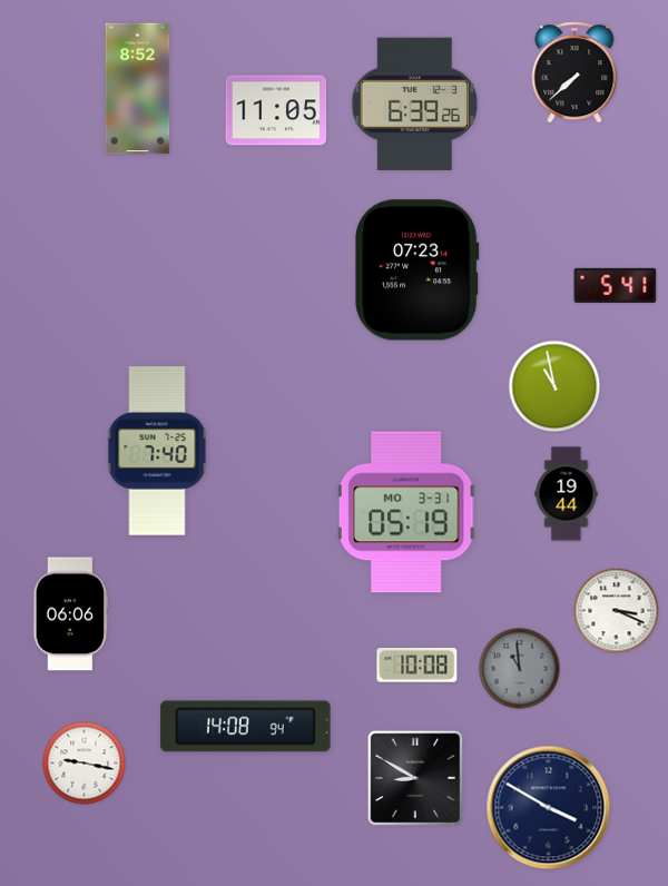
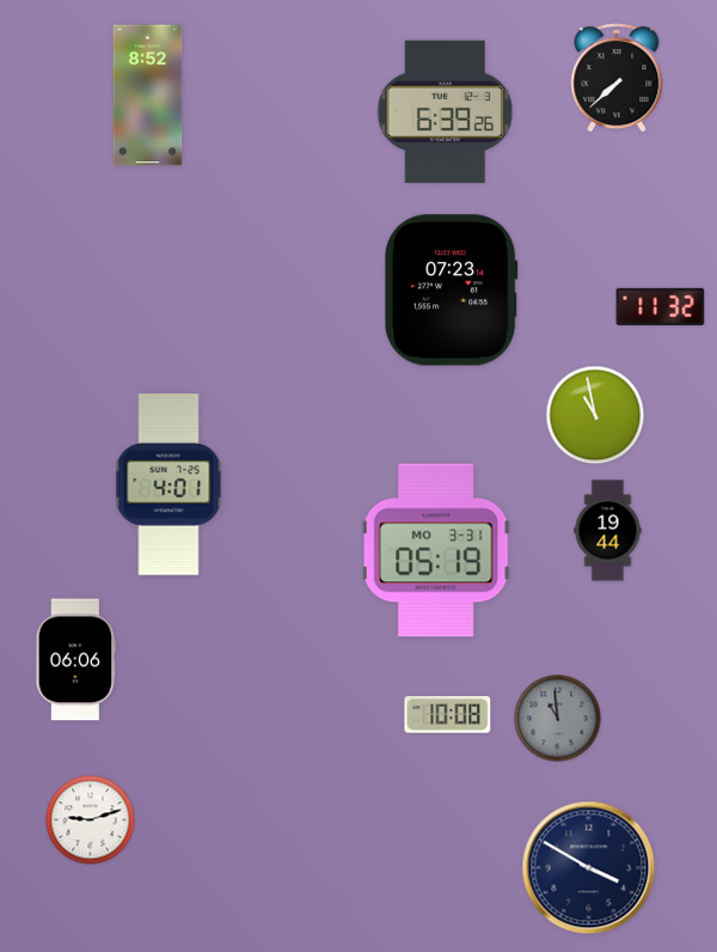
clock at (276, 110): 11:05 -> none
clock at (417, 270) position: (417, 270) -> (452, 291)
clock at (616, 285): 5:41 -> 11:32
clock at (157, 451): 7:40 -> 4:01
clock at (617, 611): 3:19 -> none
clock at (246, 727): 14:08 -> none
clock at (85, 764): 9:17 -> 9:12
clock at (415, 778): 8:50 -> none
